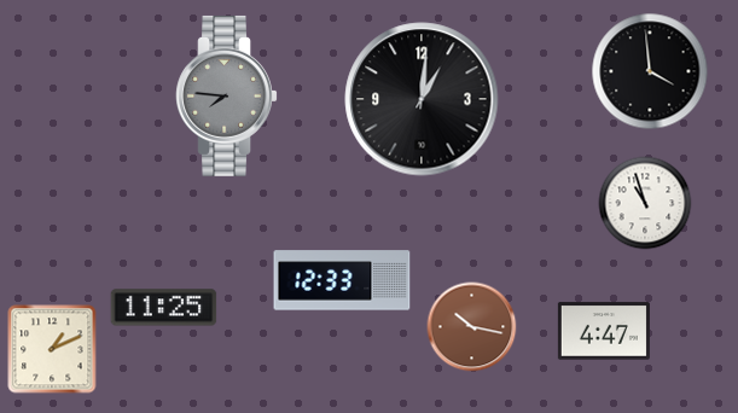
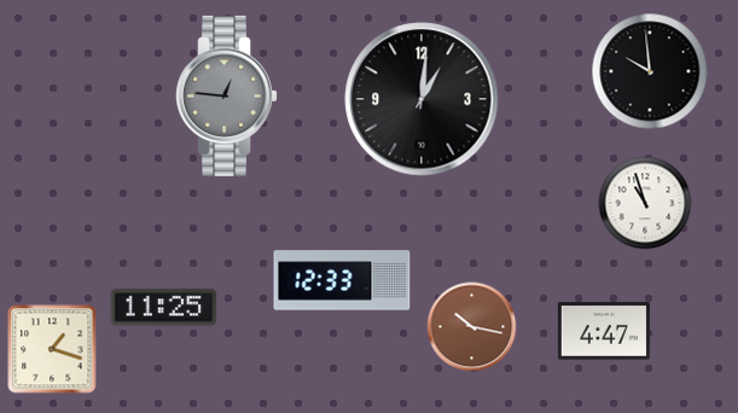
clock at (650, 71): 3:59 -> 9:59
clock at (226, 95): 7:46 -> 12:46
clock at (52, 349): 1:11 -> 1:18
